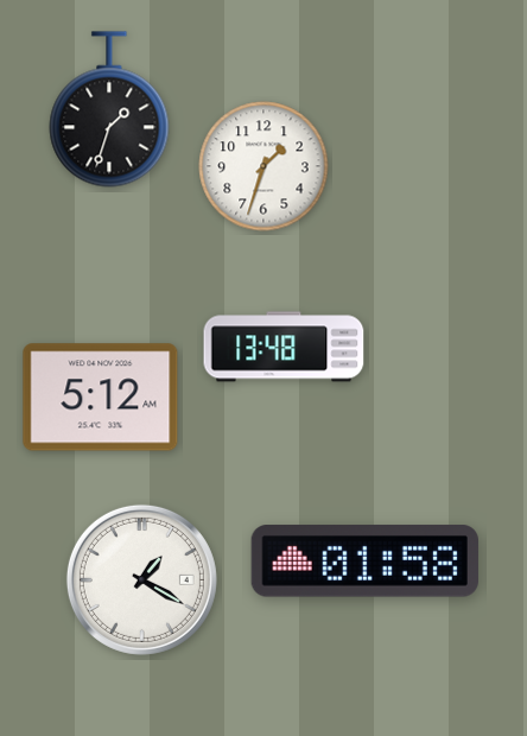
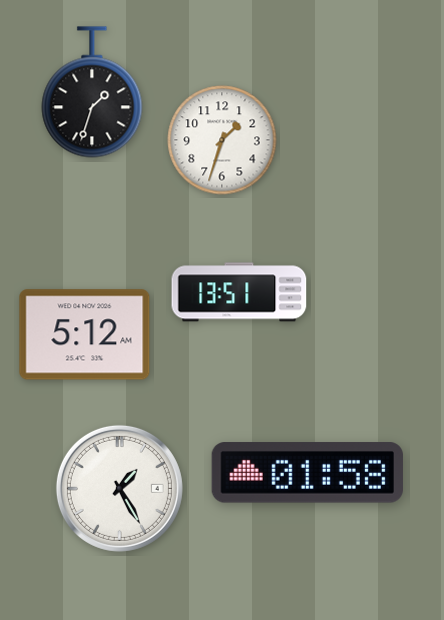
clock at (284, 347): 13:48 -> 13:51
clock at (141, 579): 1:20 -> 1:25
